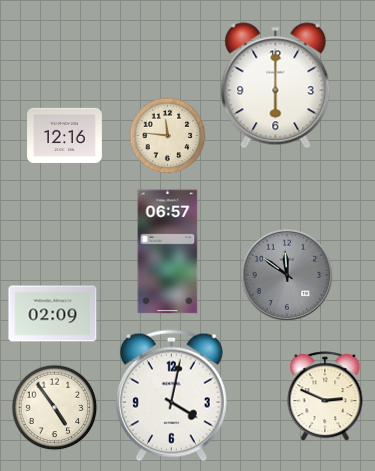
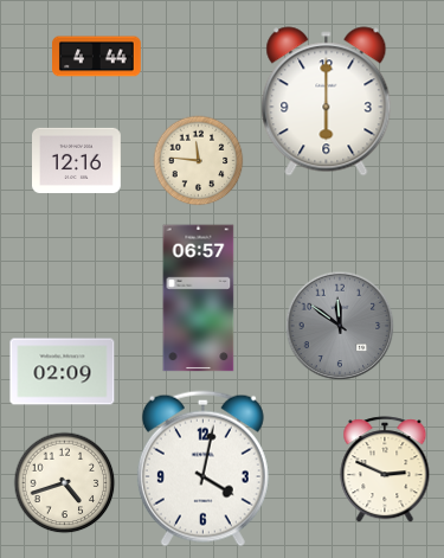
clock at (97, 57): none -> 4:44
clock at (55, 408): 4:54 -> 4:42
